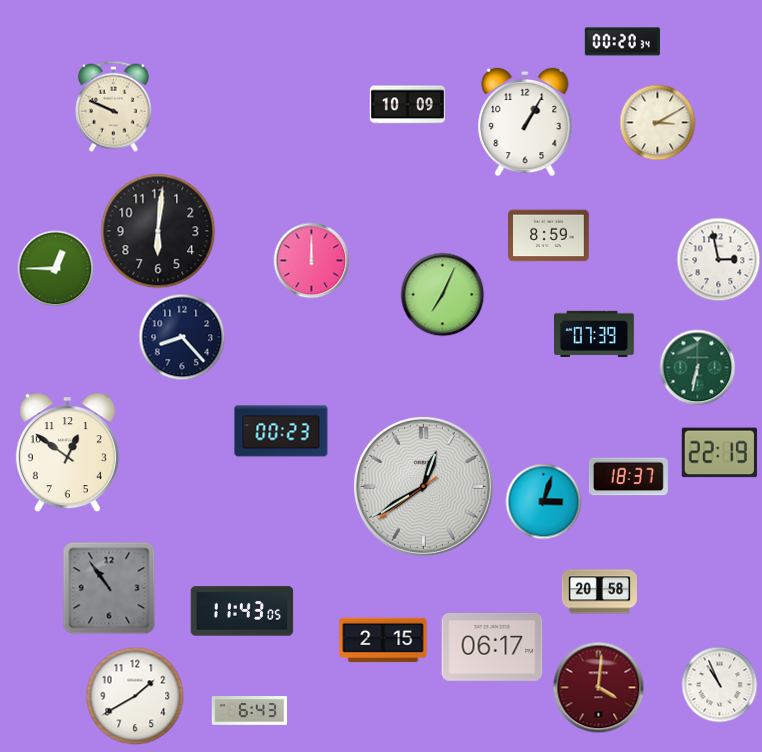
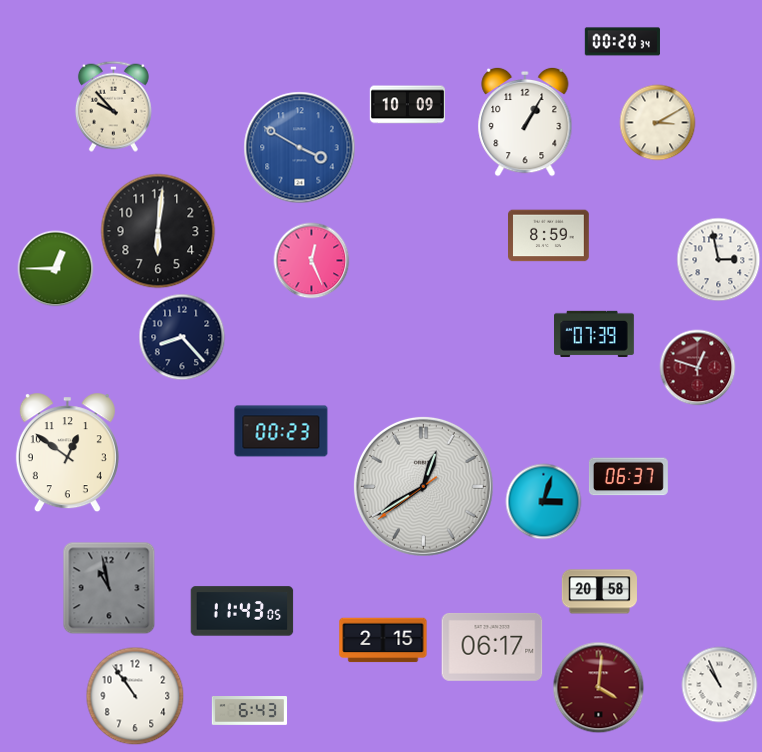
clock at (113, 106): 9:49 -> 9:53
clock at (300, 148): none -> 3:50
clock at (312, 261): 12:00 -> 12:26
clock at (443, 295): 7:04 -> none
clock at (698, 368): 6:32 -> 12:48
clock at (698, 368) dial: green -> burgundy
clock at (719, 453): 22:19 -> none
clock at (628, 477): 18:37 -> 06:37
clock at (109, 588): 10:54 -> 10:58
clock at (135, 696): 1:40 -> 10:54
